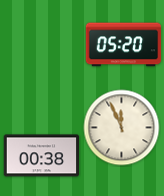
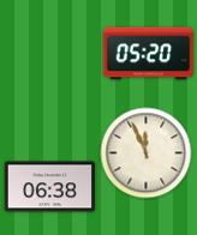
clock at (42, 156): 00:38 -> 06:38
